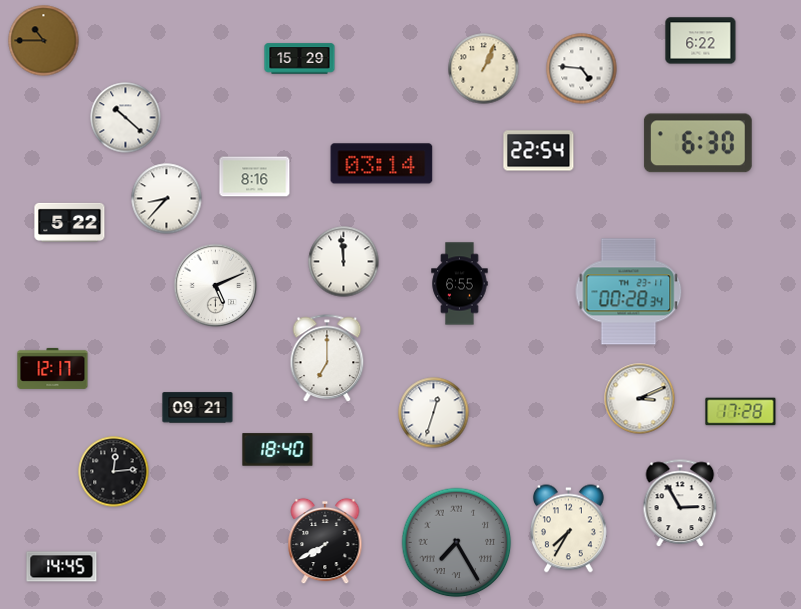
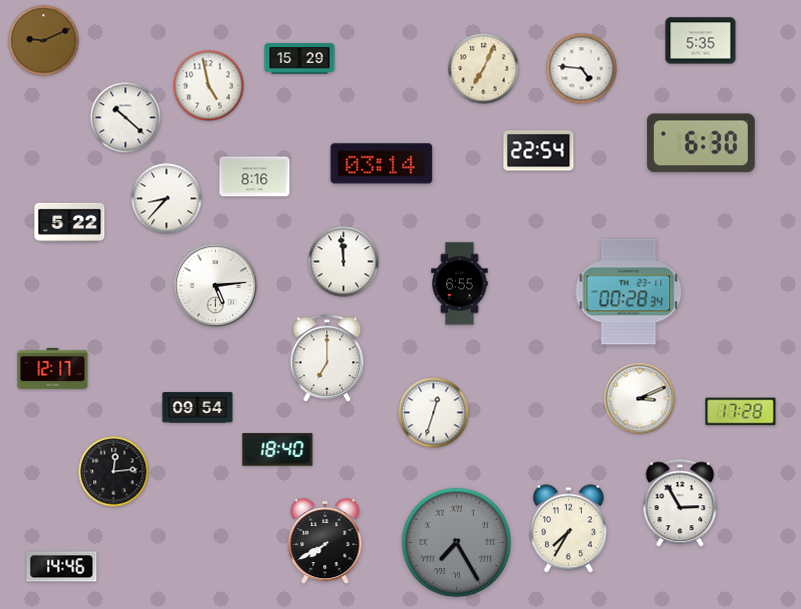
clock at (44, 41): 10:45 -> 9:11
clock at (701, 41): 6:22 -> 5:35
clock at (484, 69): 1:04 -> 7:04
clock at (209, 86): none -> 4:58
clock at (698, 143) position: (698, 143) -> (701, 143)
clock at (216, 286): 5:11 -> 5:14
clock at (198, 408): 09:21 -> 09:54
clock at (62, 567): 14:45 -> 14:46
